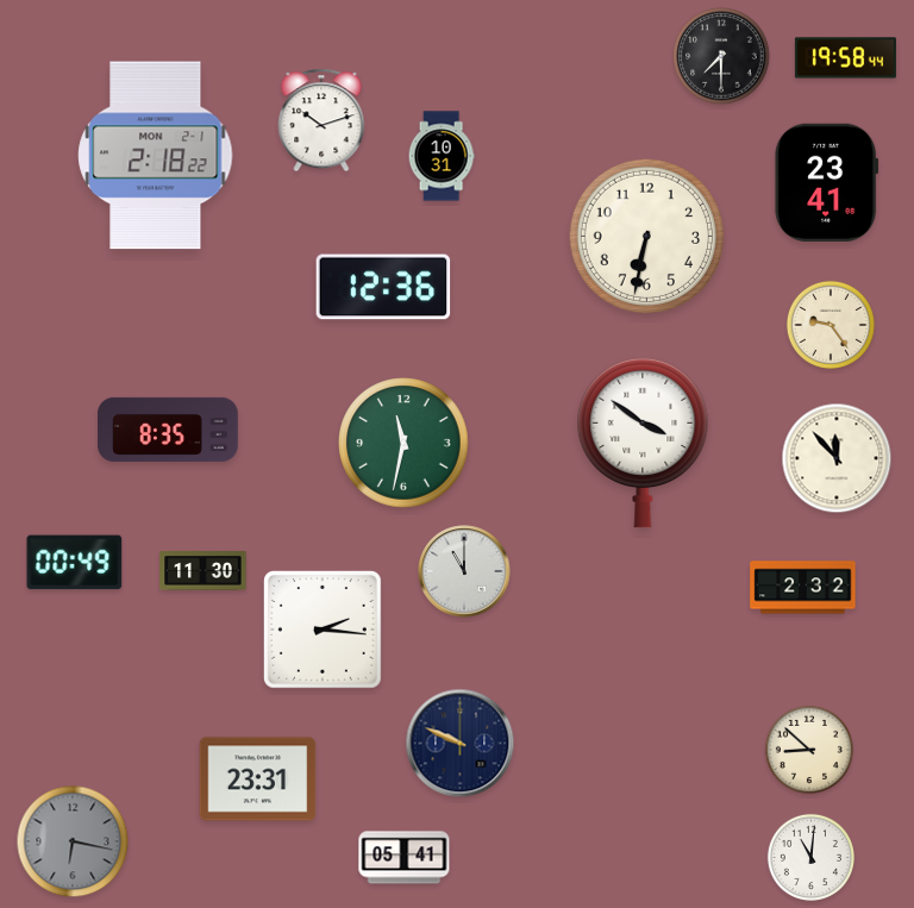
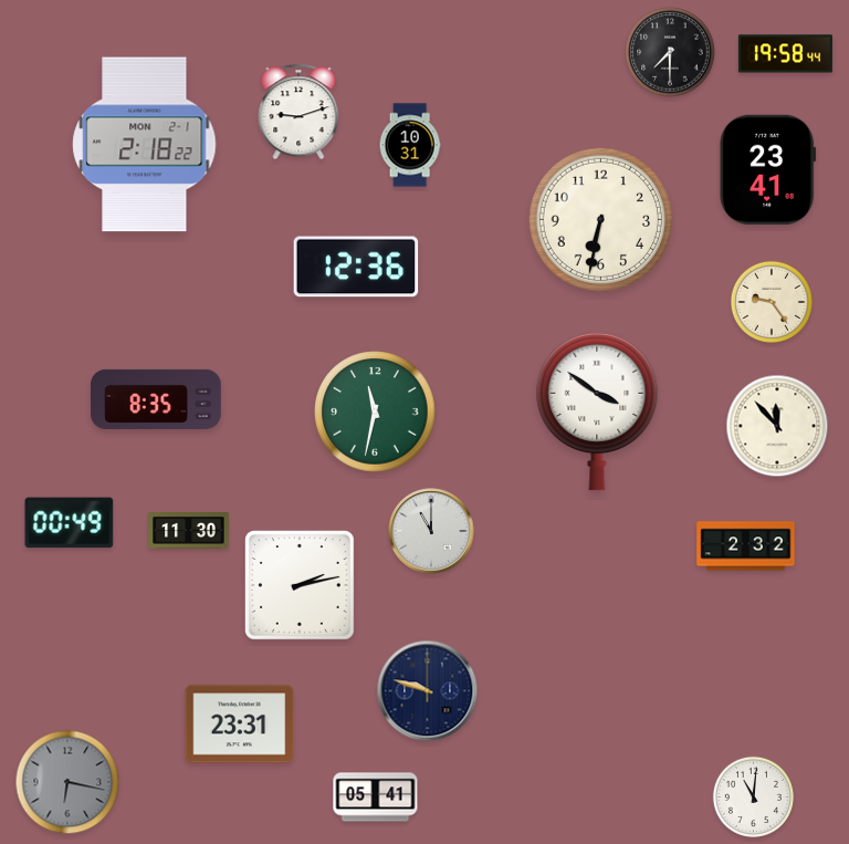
clock at (321, 120): 10:12 -> 9:12
clock at (324, 631): 2:16 -> 2:13
clock at (461, 744): 9:49 -> 9:48
clock at (809, 750): 8:52 -> none
